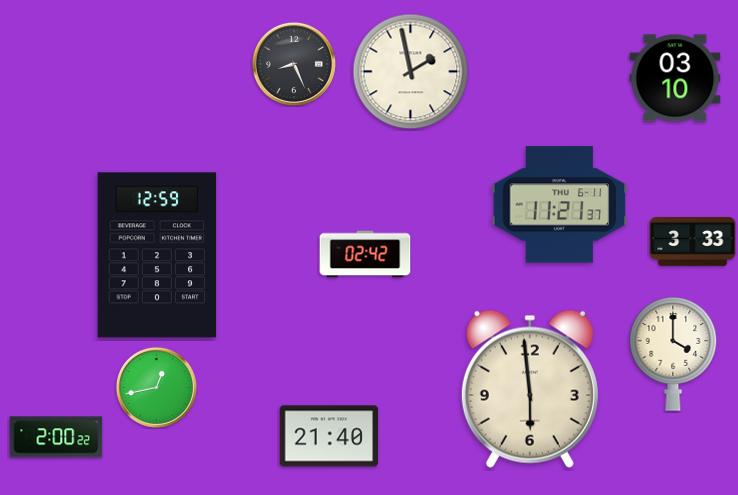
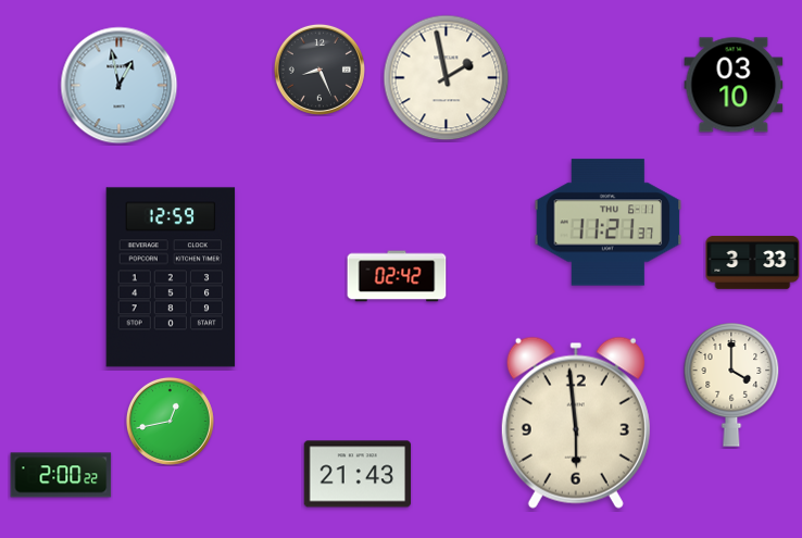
clock at (120, 86): none -> 12:58
clock at (329, 436): 21:40 -> 21:43
